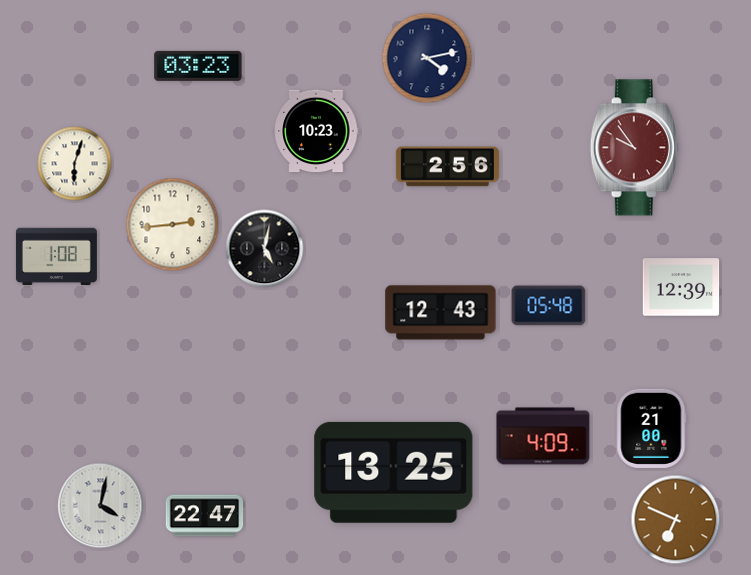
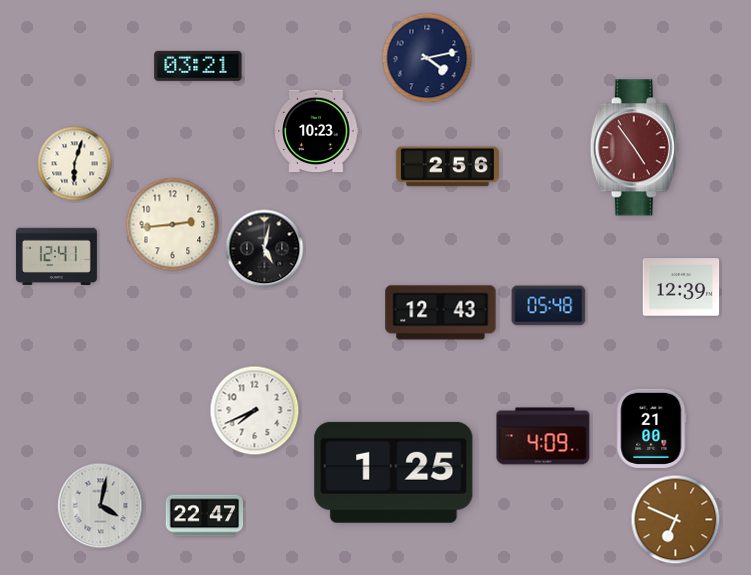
clock at (198, 66): 03:23 -> 03:21
clock at (634, 148): 9:54 -> 4:54
clock at (56, 256): 1:08 -> 12:41
clock at (255, 411): none -> 7:41
clock at (394, 472): 13:25 -> 1:25
